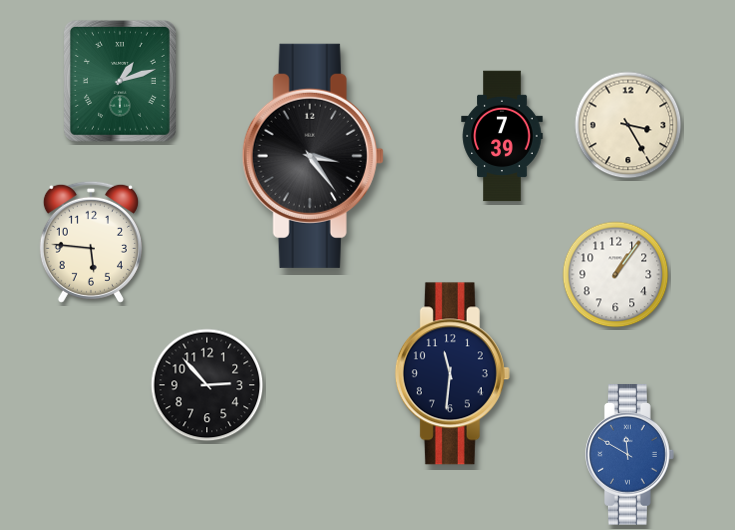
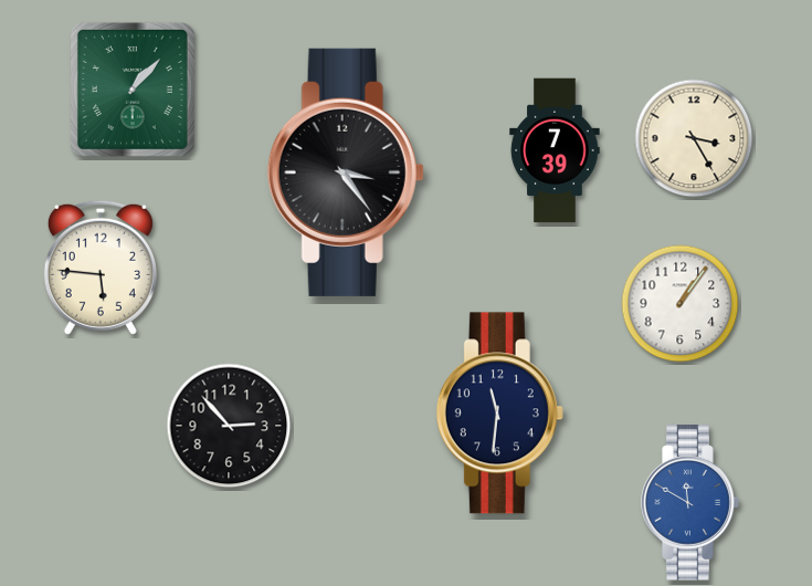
clock at (120, 81): 1:12 -> 1:07
clock at (630, 455) position: (630, 455) -> (690, 503)
